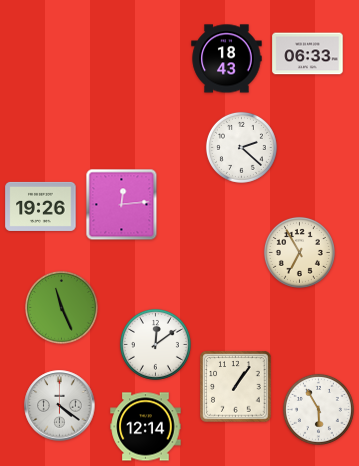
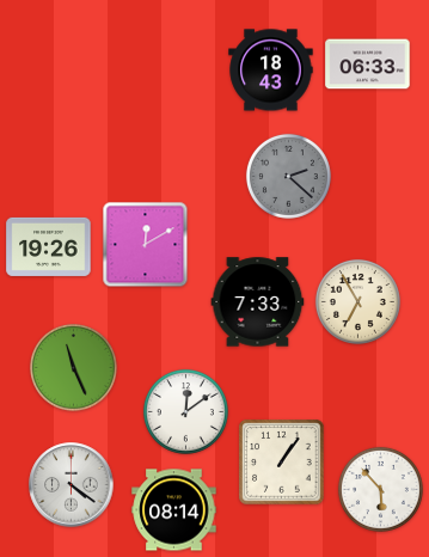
clock at (241, 147) dial: white -> grey
clock at (122, 205): 12:14 -> 12:10
clock at (258, 302): none -> 7:33
clock at (318, 409): 5:55 -> 5:53
clock at (146, 427): 12:14 -> 08:14
